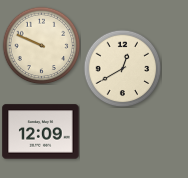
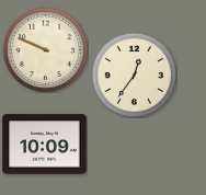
clock at (122, 68): 12:40 -> 12:36
clock at (41, 132): 12:09 -> 10:09
